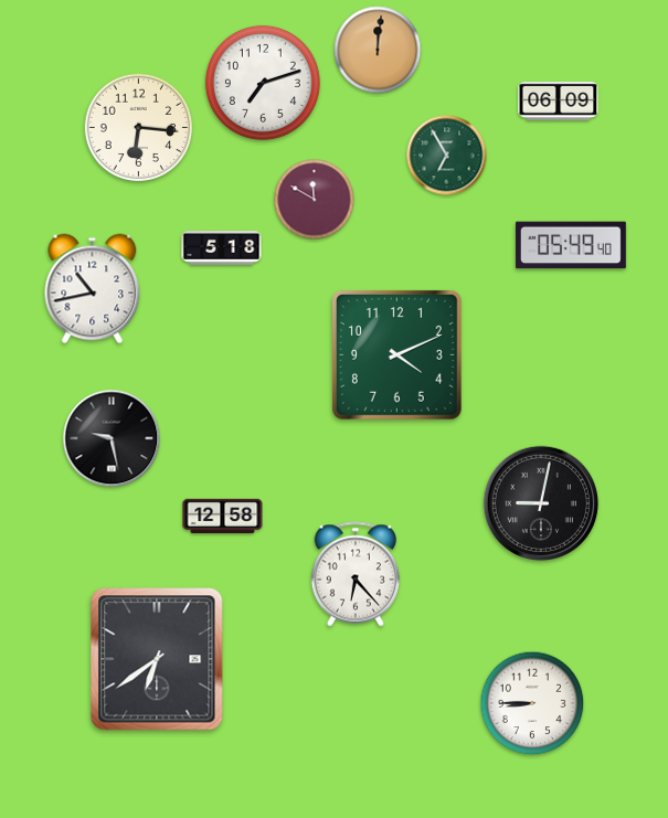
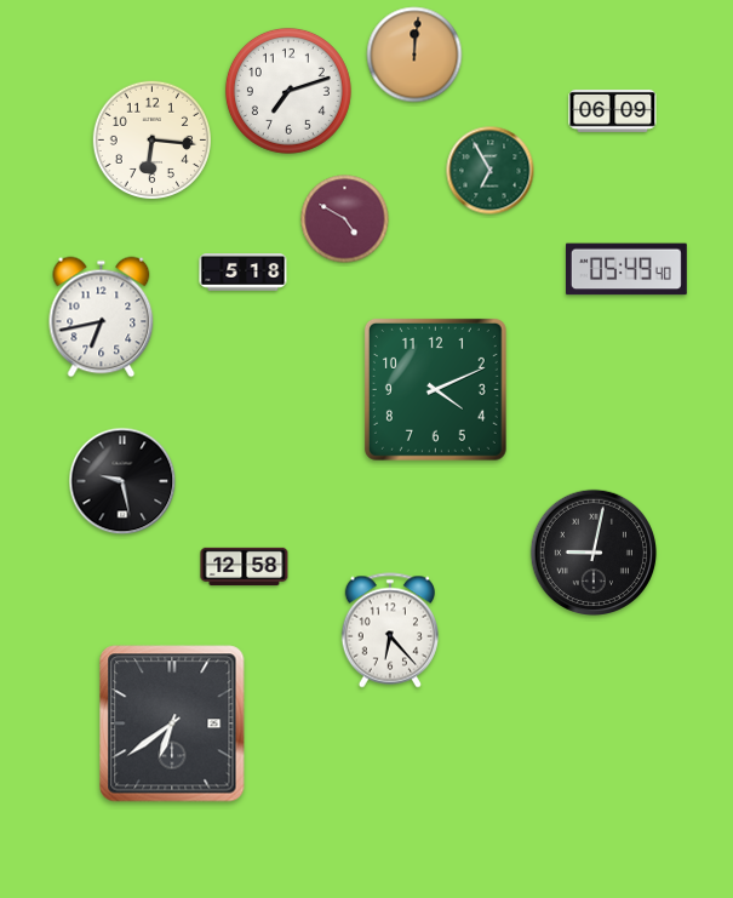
clock at (315, 200): 11:50 -> 4:50
clock at (93, 289): 10:43 -> 6:43
clock at (532, 703): 8:45 -> none
